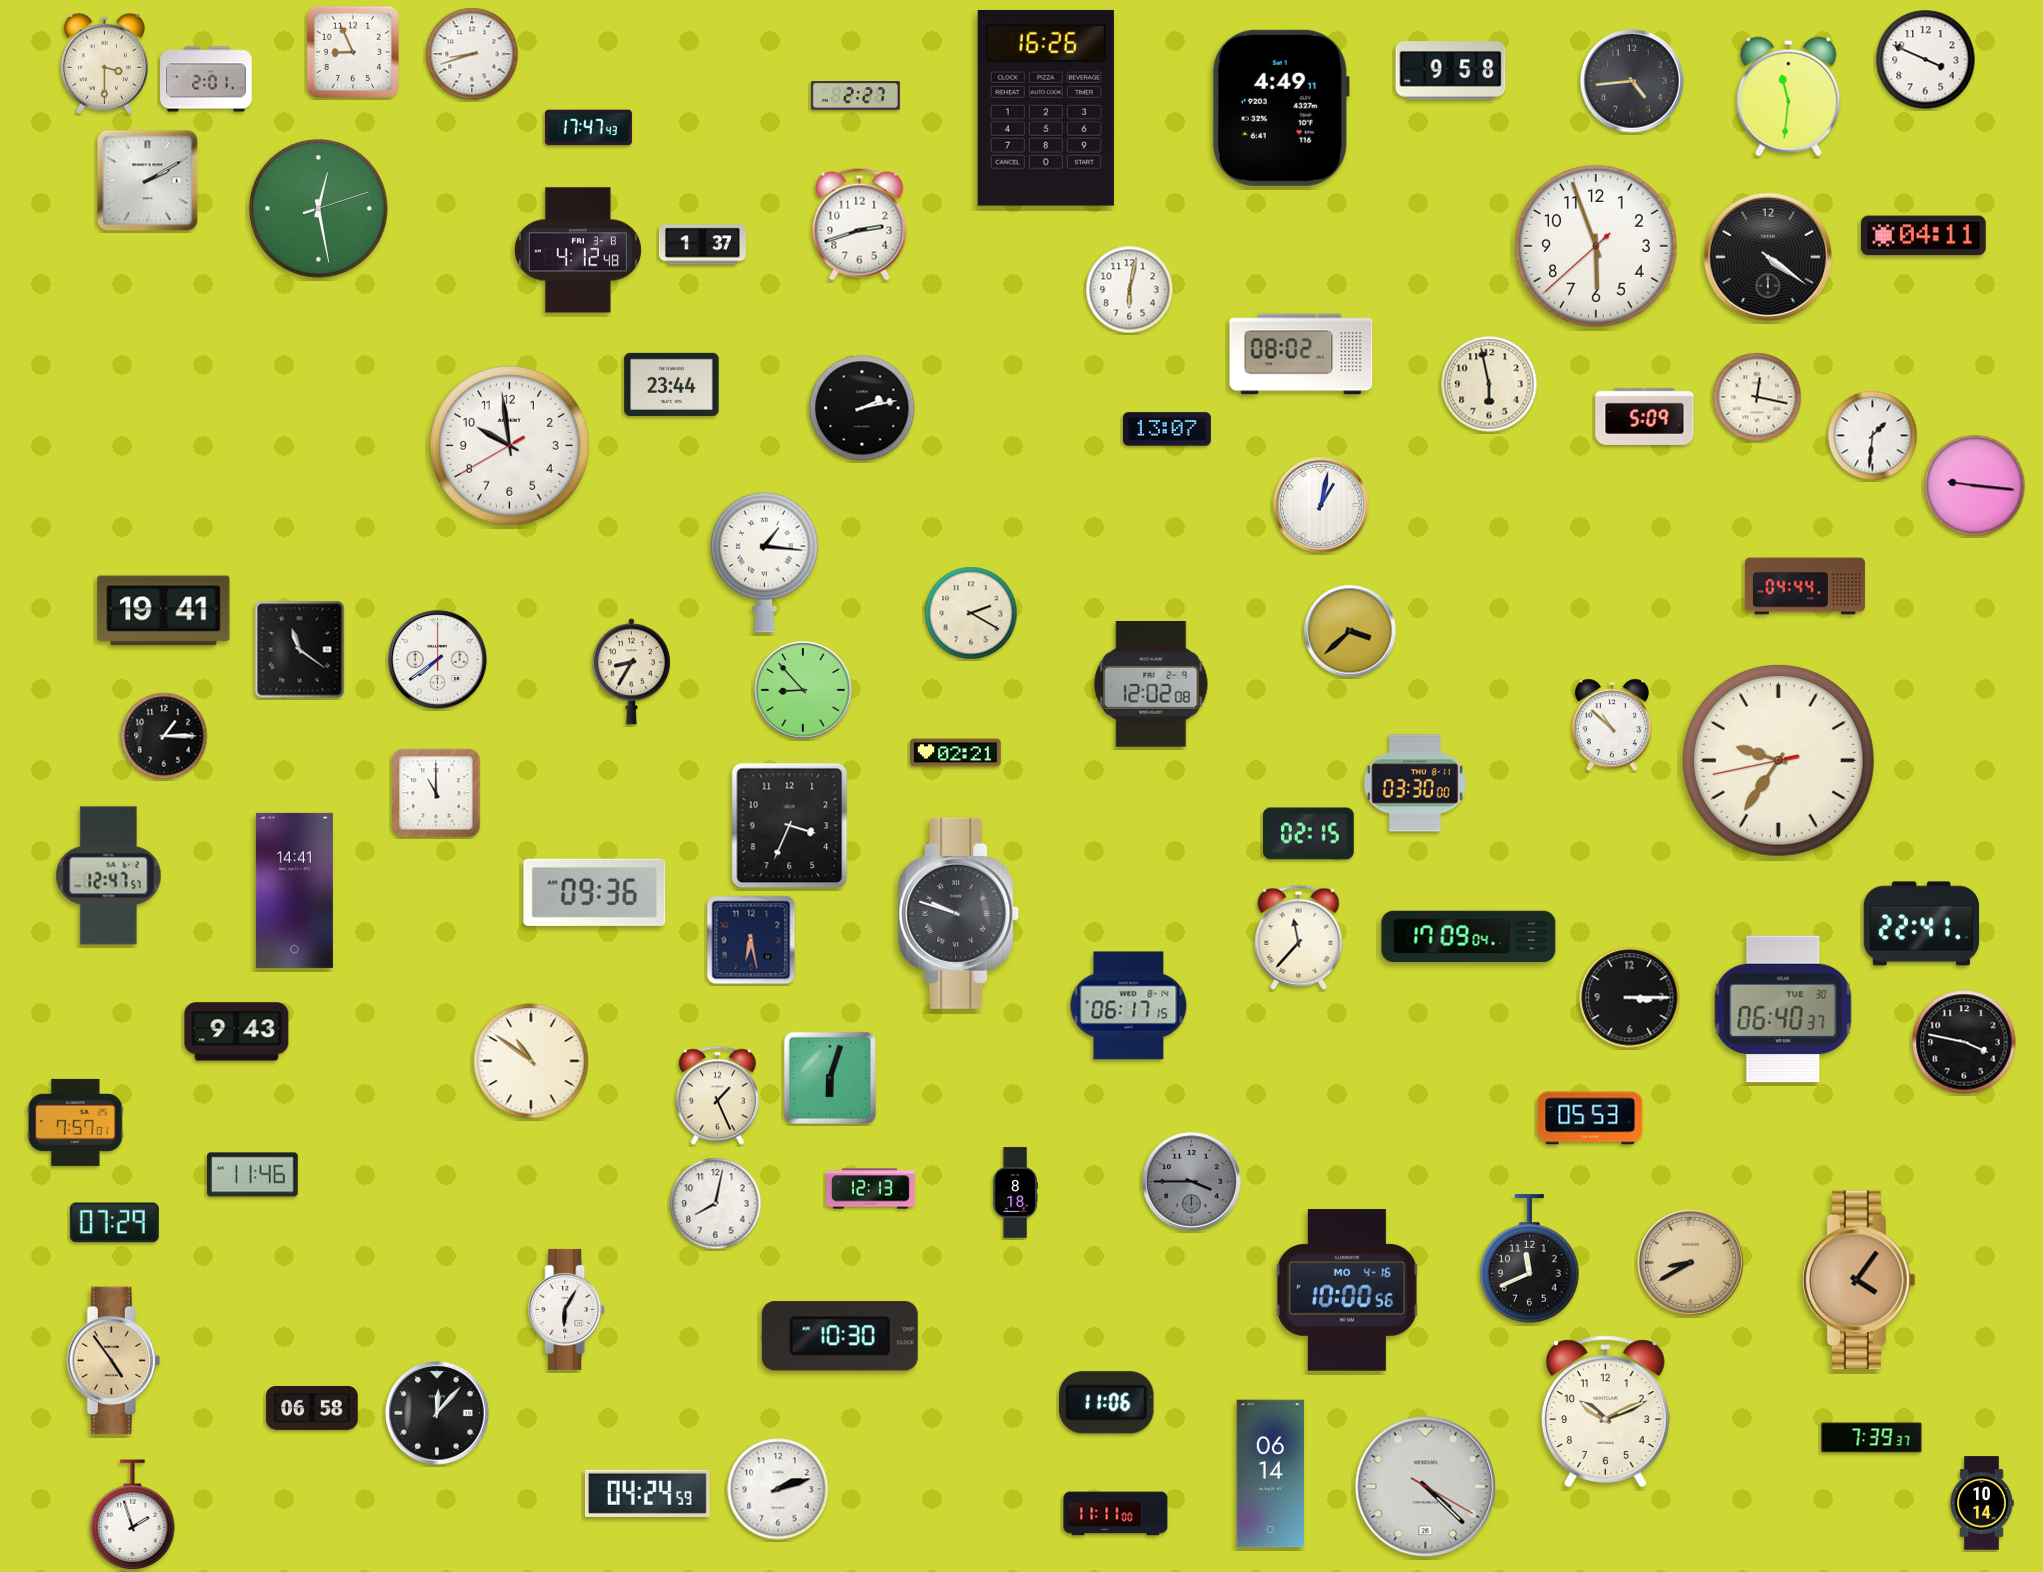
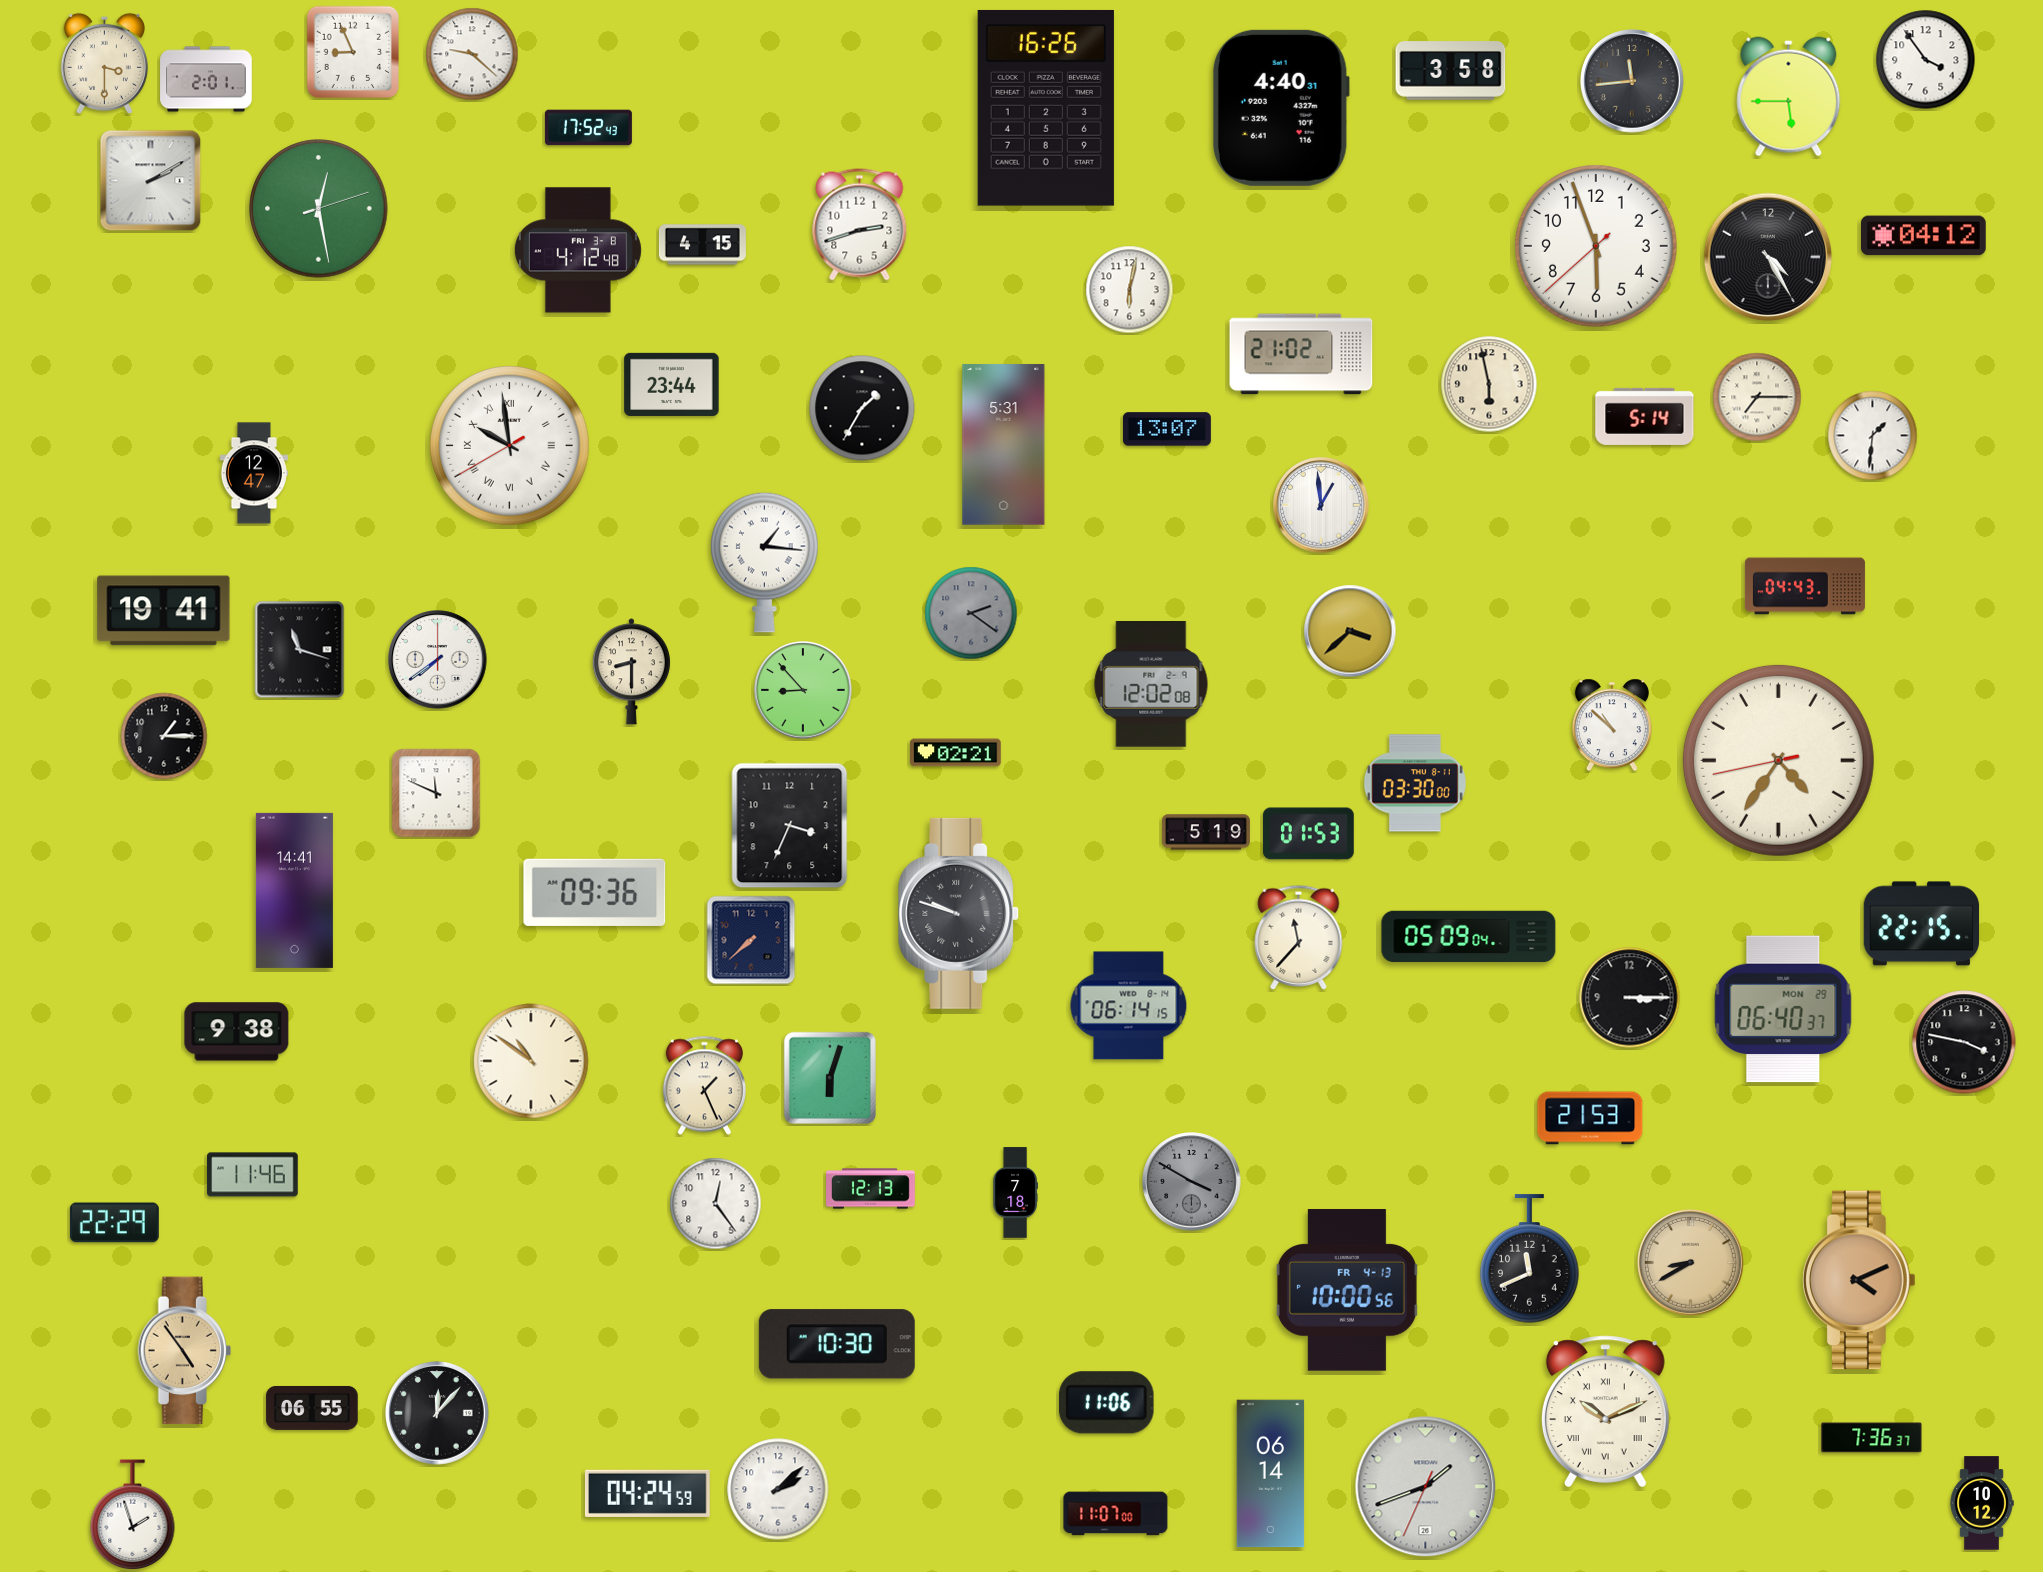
clock at (472, 54): 8:42 -> 9:22
clock at (1926, 60): 3:49 -> 3:54
clock at (1451, 71): 9:58 -> 3:58
clock at (1633, 82): 4:44 -> 11:44
clock at (855, 96): 2:27 -> none
clock at (1789, 97): 11:31 -> 5:45
clock at (1281, 108): 4:49 -> 4:40
clock at (588, 128): 17:47 -> 17:52
clock at (148, 181) position: (148, 181) -> (151, 181)
clock at (1924, 236): 04:11 -> 04:12
clock at (702, 245): 1:37 -> 4:15
clock at (1768, 257): 4:21 -> 4:25
clock at (1301, 354): 08:02 -> 21:02
clock at (1757, 397): 12:17 -> 7:15
clock at (862, 408): 2:13 -> 1:35
clock at (1645, 416): 5:09 -> 5:14
clock at (1004, 445): none -> 5:31
clock at (510, 446) numerals: Arabic -> Roman
clock at (254, 473): none -> 12:47
clock at (1975, 486): 9:16 -> none
clock at (1321, 505): 1:02 -> 12:59
clock at (1805, 586): 04:44 -> 04:43
clock at (971, 613): 2:20 -> 2:21
clock at (971, 613) dial: cream -> grey
clock at (300, 650): 11:21 -> 11:18
clock at (631, 672): 8:35 -> 8:30
clock at (1778, 760): 9:35 -> 4:35
clock at (436, 793): 11:00 -> 11:49
clock at (1206, 832): none -> 5:19
clock at (1309, 834): 02:15 -> 01:53
clock at (109, 876): 12:47 -> none
clock at (1922, 924): 22:41 -> 22:15
clock at (1469, 937): 17:09 -> 05:09
clock at (751, 940): 6:28 -> 7:38
clock at (1129, 1006): 06:17 -> 06:14
clock at (1783, 1009) date: TUE 30 -> MON 29
clock at (237, 1032): 9:43 -> 9:38
clock at (717, 1096) position: (717, 1096) -> (704, 1086)
clock at (1590, 1118): 05:53 -> 21:53
clock at (76, 1122): 7:57 -> none
clock at (1192, 1182): 3:45 -> 3:50
clock at (1015, 1193): 8:18 -> 7:18
clock at (716, 1204): 8:02 -> 12:24
clock at (114, 1223): 07:29 -> 22:29
clock at (1860, 1280): 4:06 -> 4:11
clock at (1347, 1290) date: MO 4-16 -> FR 4-13
clock at (567, 1309): 6:05 -> none
clock at (840, 1336) position: (840, 1336) -> (837, 1344)
clock at (113, 1361) position: (113, 1361) -> (184, 1351)
clock at (312, 1408): 06:58 -> 06:55
clock at (1605, 1412) numerals: Arabic -> Roman
clock at (1872, 1438): 7:39 -> 7:36
clock at (1426, 1487): 4:22 -> 1:41
clock at (778, 1489): 2:12 -> 2:08
clock at (1982, 1503): 10:14 -> 10:12
clock at (1116, 1514): 11:11 -> 11:07
